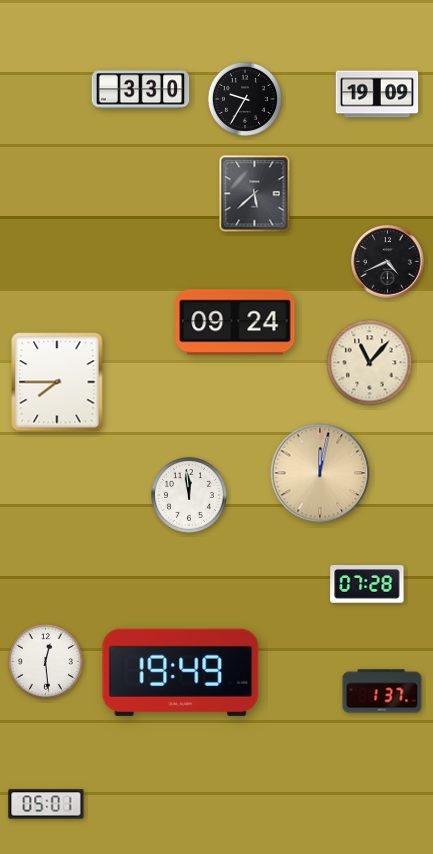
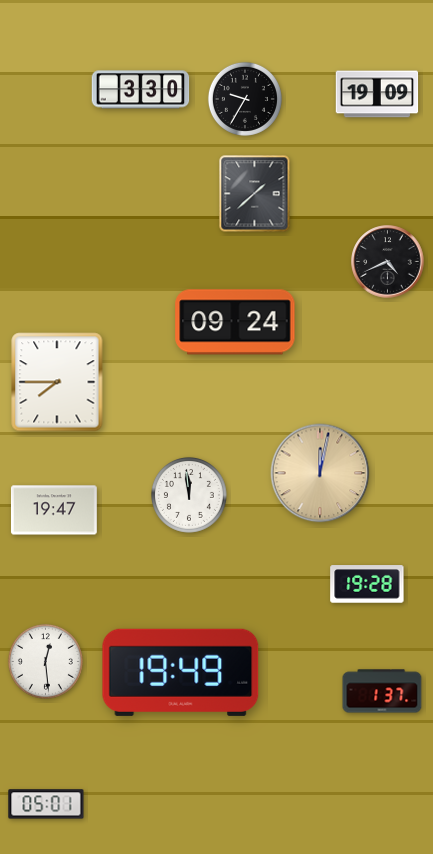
clock at (255, 194): 5:38 -> 1:38
clock at (370, 363): 11:07 -> none
clock at (54, 510): none -> 19:47
clock at (367, 584): 07:28 -> 19:28
